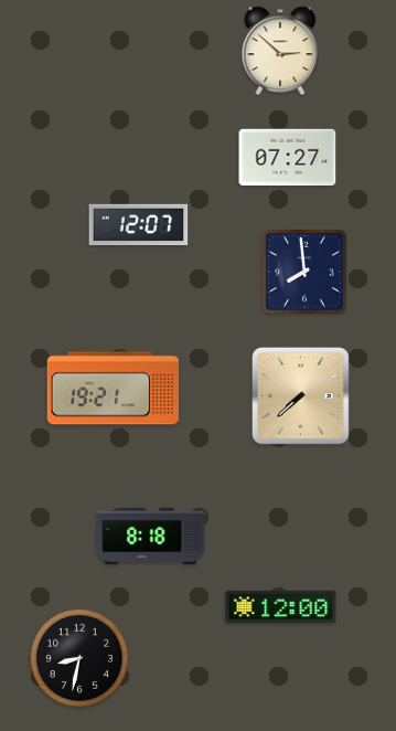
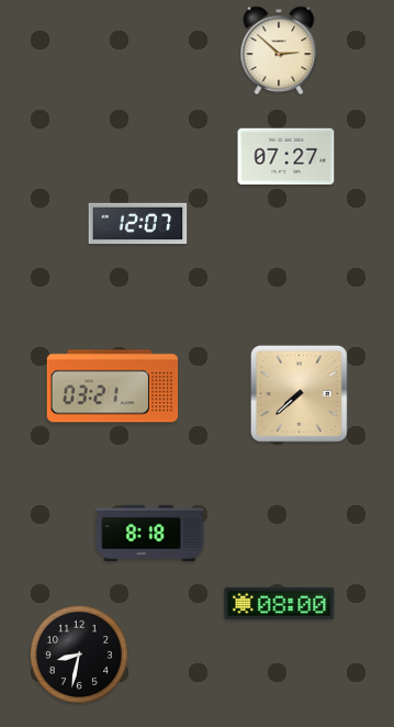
clock at (306, 273): 7:59 -> none
clock at (114, 389): 19:21 -> 03:21
clock at (281, 606): 12:00 -> 08:00
